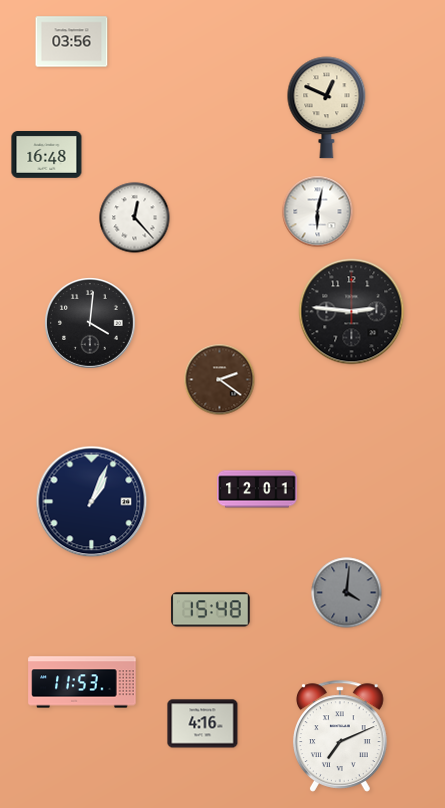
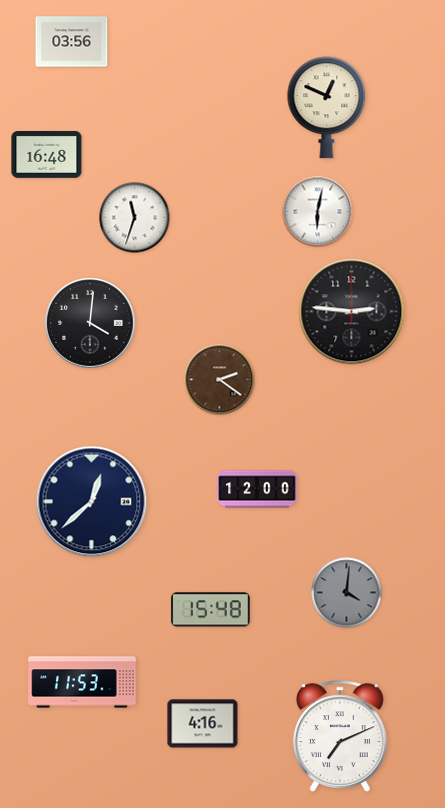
clock at (135, 218): 12:23 -> 11:33
clock at (257, 489): 12:01 -> 12:00
clock at (92, 502): 1:04 -> 12:38
